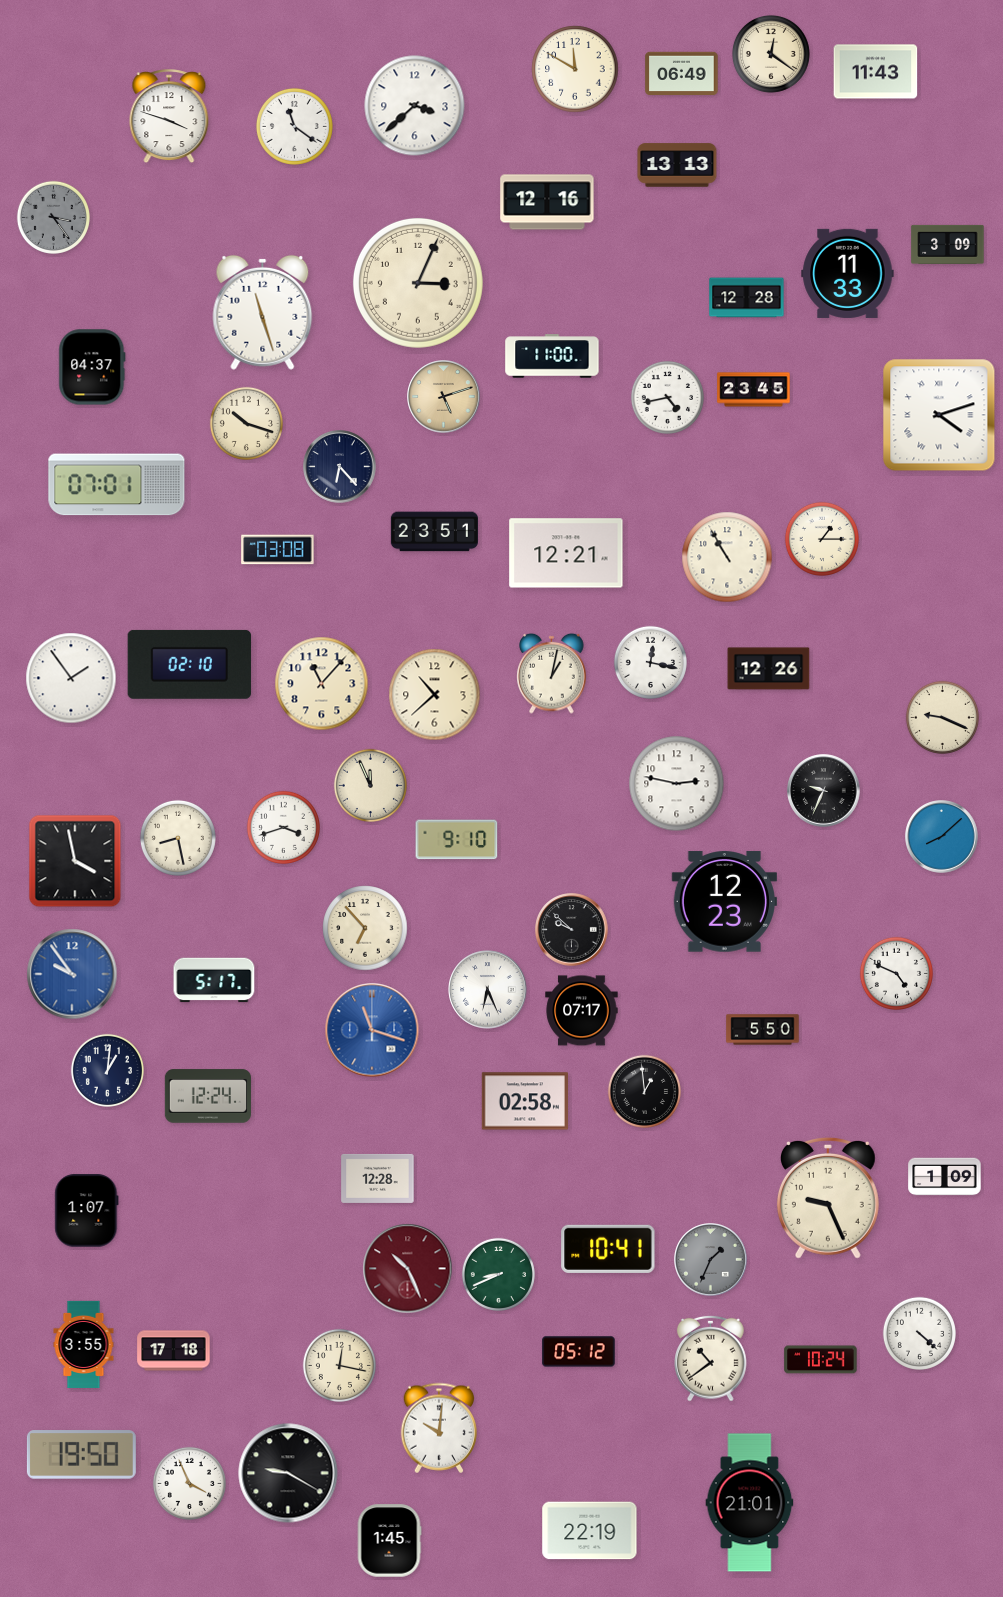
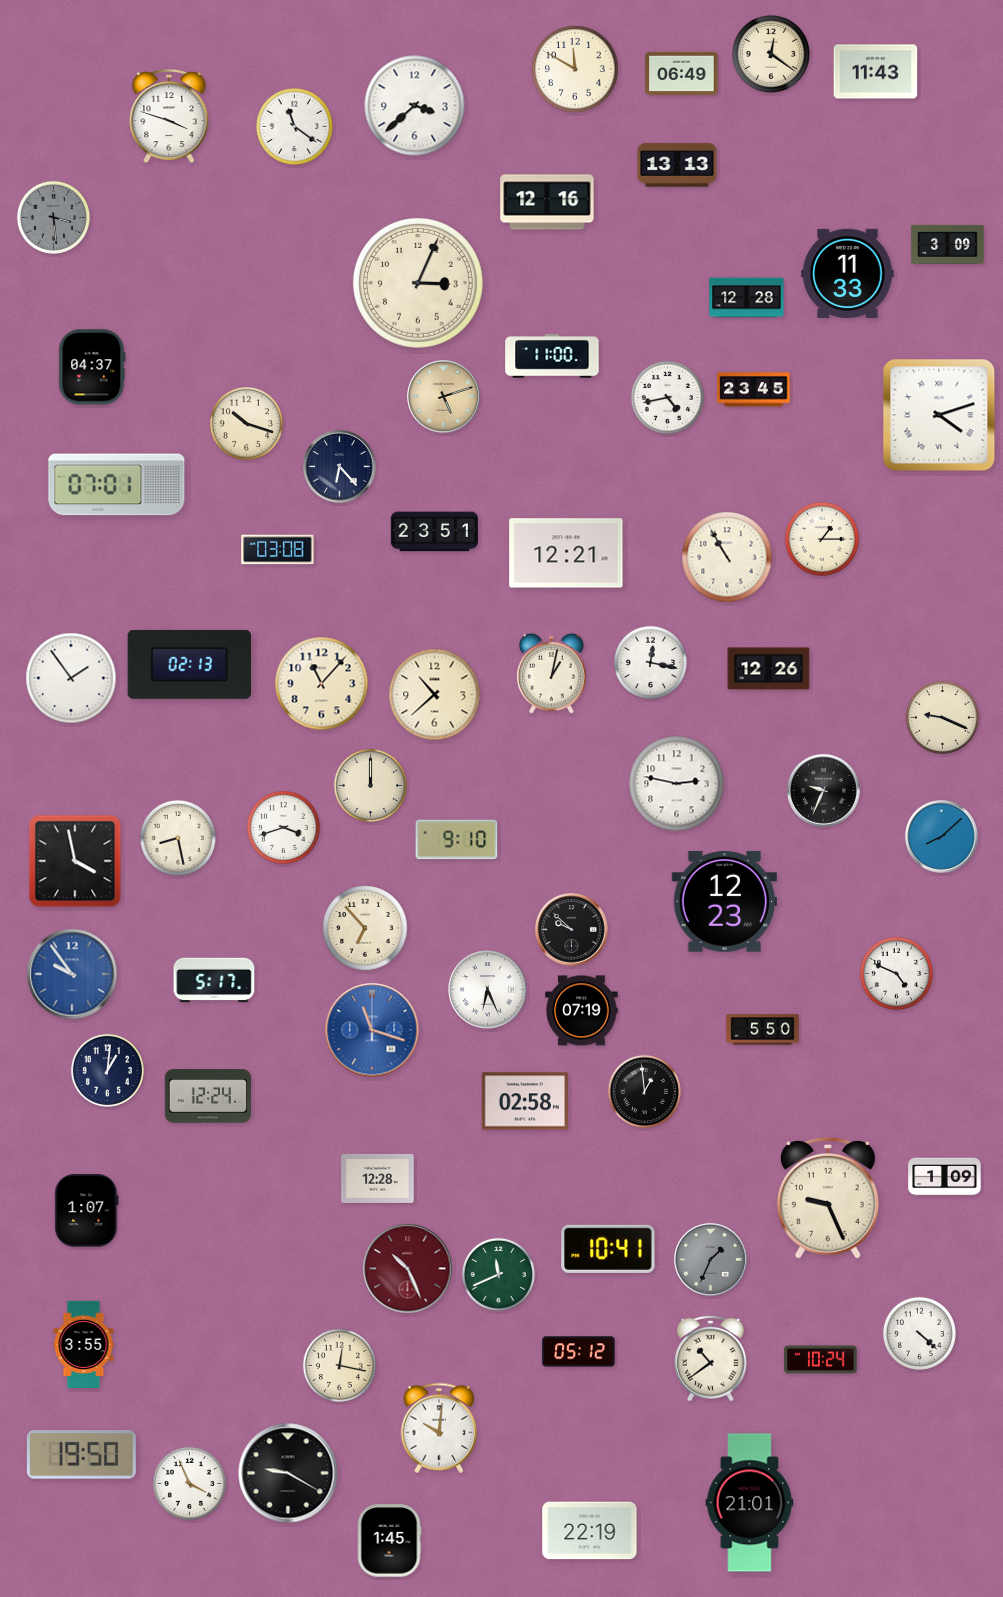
clock at (53, 217): 3:24 -> 3:29
clock at (263, 312): 11:27 -> none
clock at (190, 664): 02:10 -> 02:13
clock at (370, 785): 11:56 -> 12:00
clock at (582, 1011): 07:17 -> 07:19
clock at (498, 1274): 8:41 -> 11:41
clock at (174, 1351): 17:18 -> none
